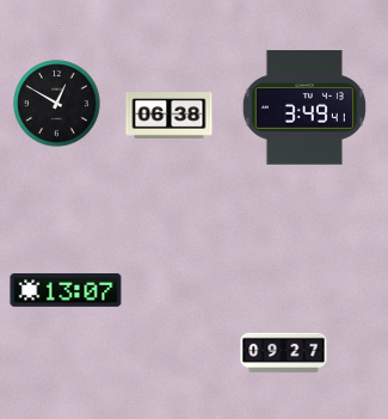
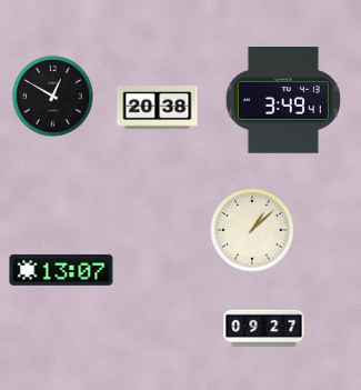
clock at (170, 116): 06:38 -> 20:38
clock at (252, 230): none -> 1:08
